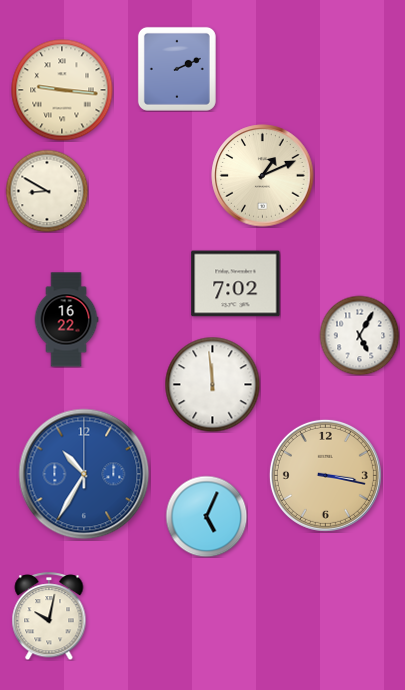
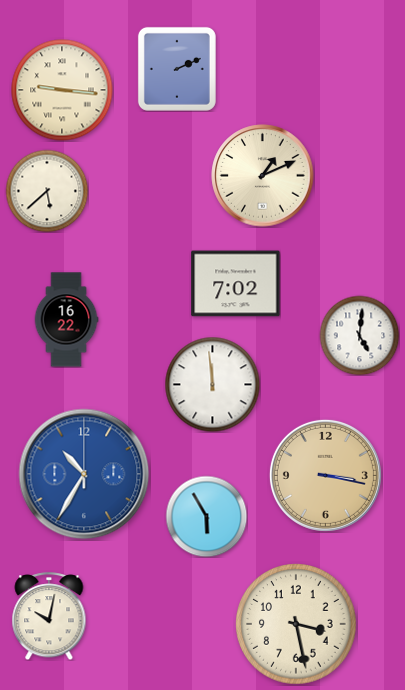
clock at (47, 191): 8:50 -> 5:38
clock at (359, 335): 5:05 -> 5:01
clock at (206, 516): 5:04 -> 5:55
clock at (296, 624): none -> 3:28
